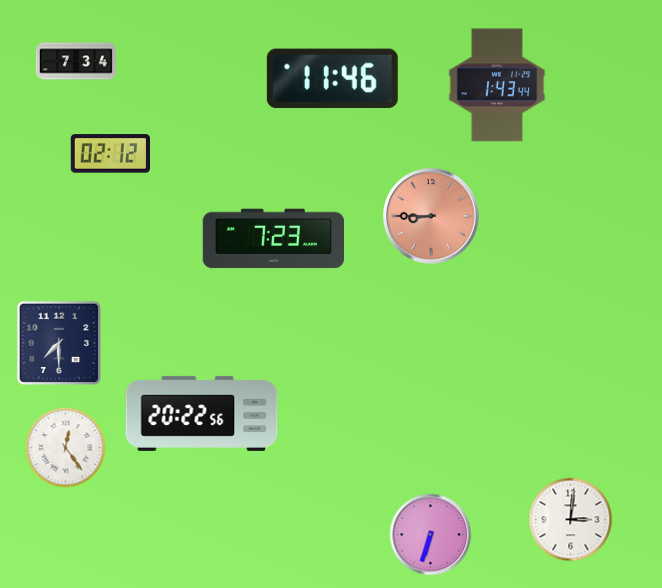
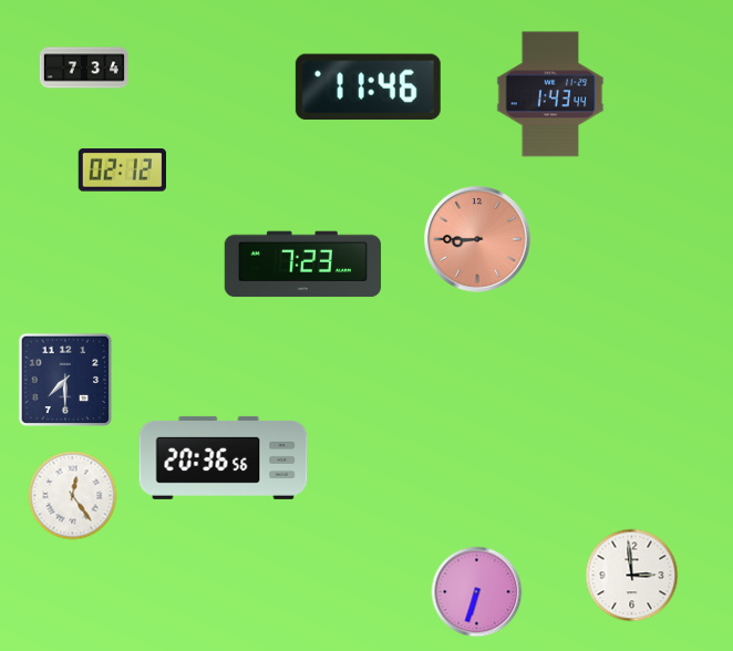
clock at (202, 413): 20:22 -> 20:36
clock at (571, 520): 3:01 -> 2:59
